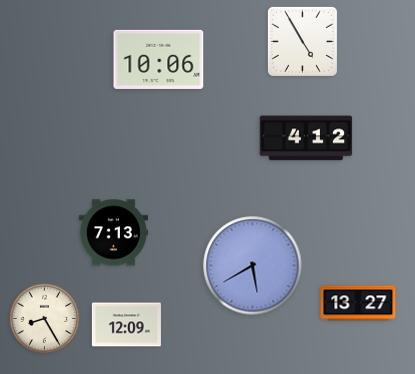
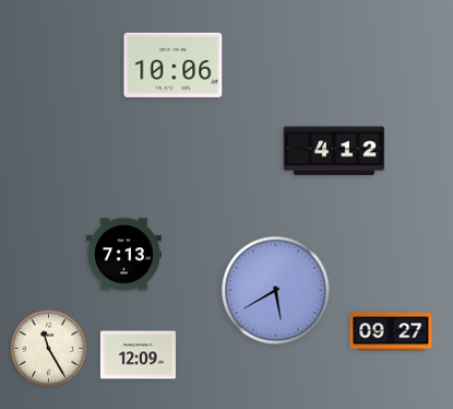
clock at (302, 41): 4:55 -> none
clock at (358, 303): 13:27 -> 09:27
clock at (45, 319): 8:25 -> 11:25
